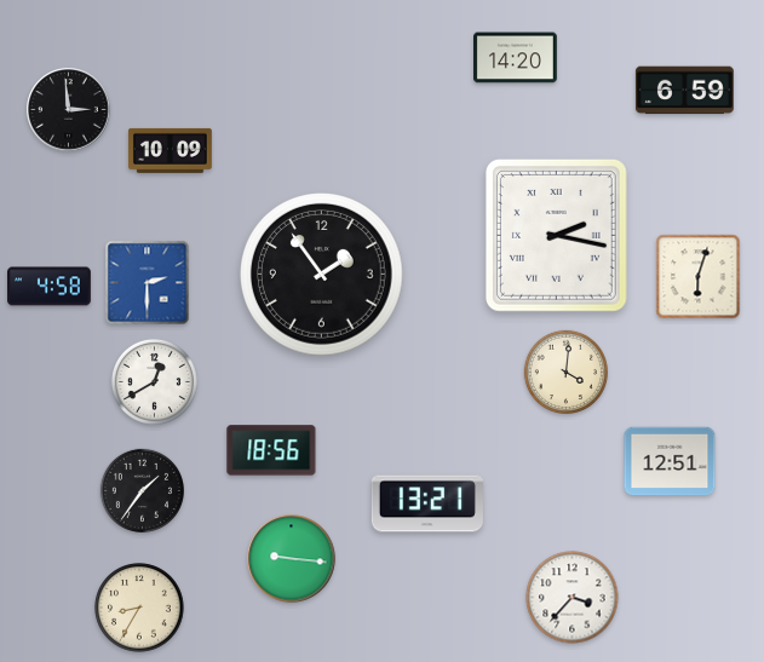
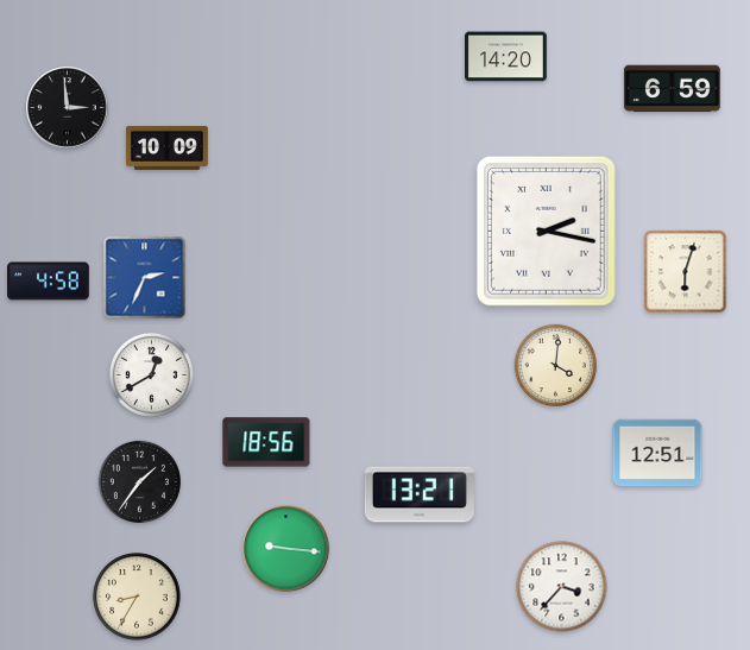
clock at (322, 275): 1:54 -> none
clock at (148, 283): 2:30 -> 2:34
